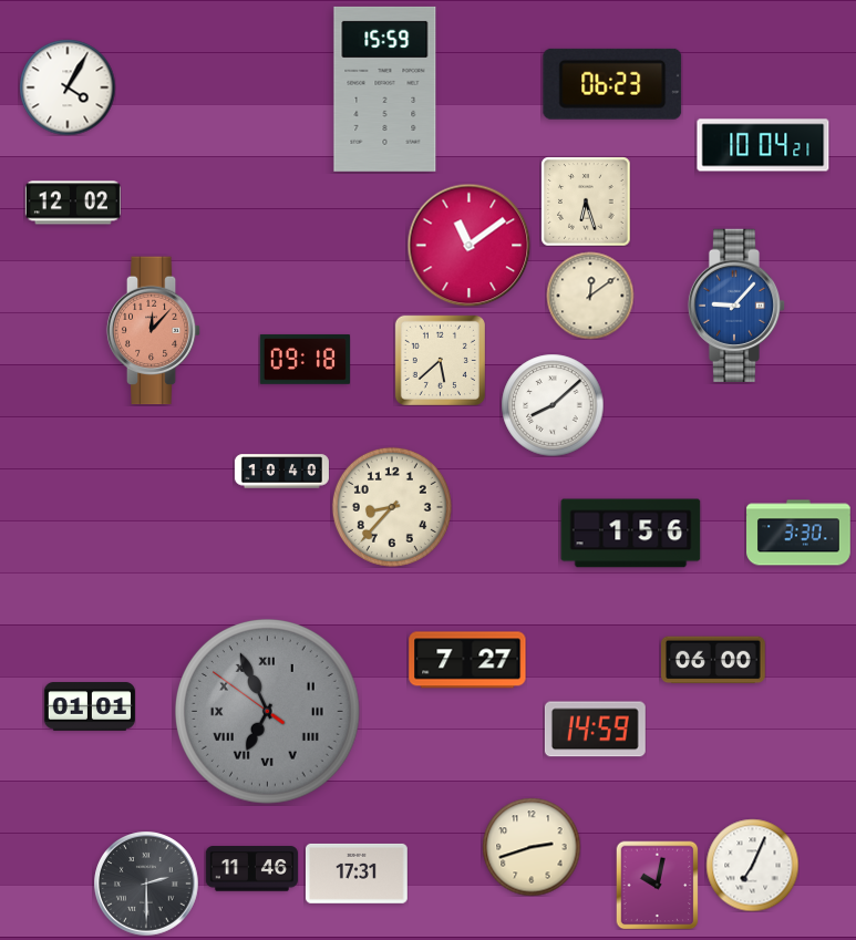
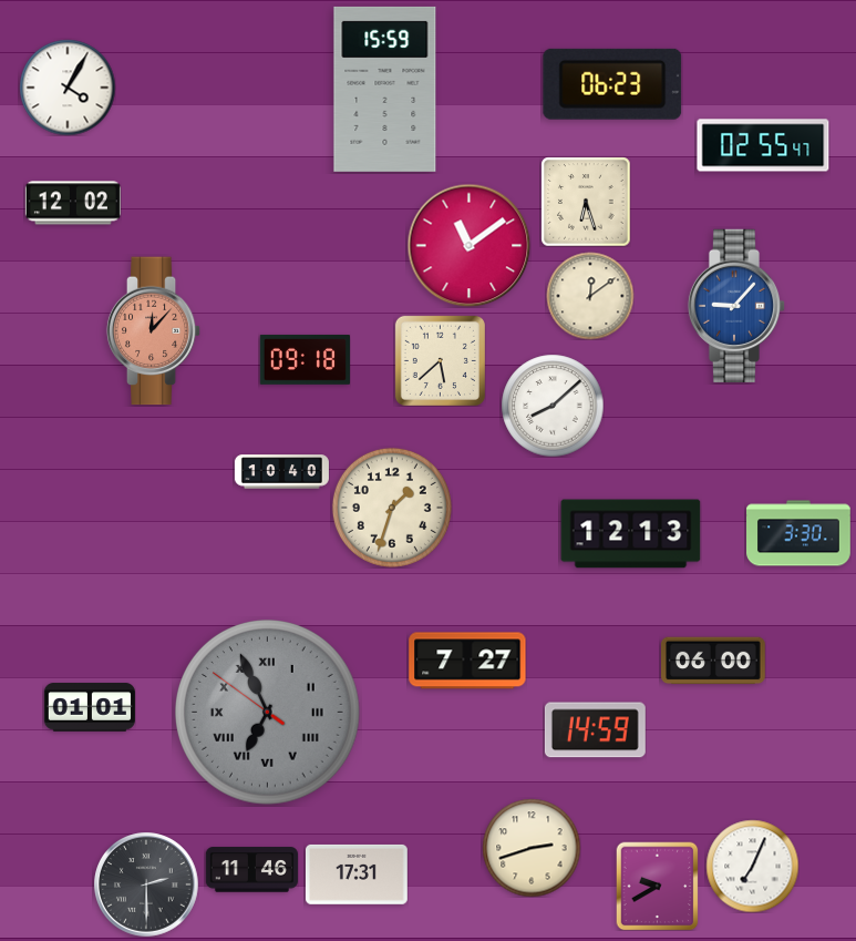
clock at (763, 145): 10:04 -> 02:55
clock at (392, 507): 8:37 -> 1:33
clock at (631, 534): 1:56 -> 12:13
clock at (658, 885): 10:02 -> 9:40
